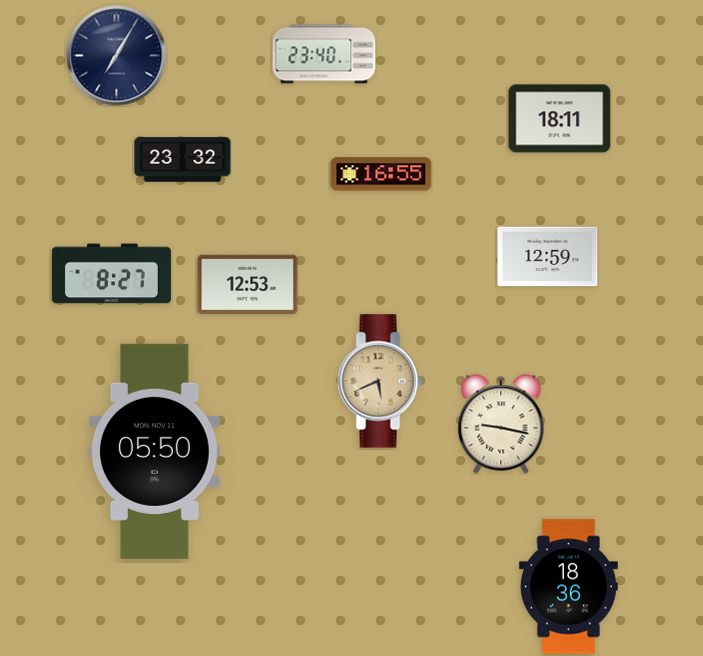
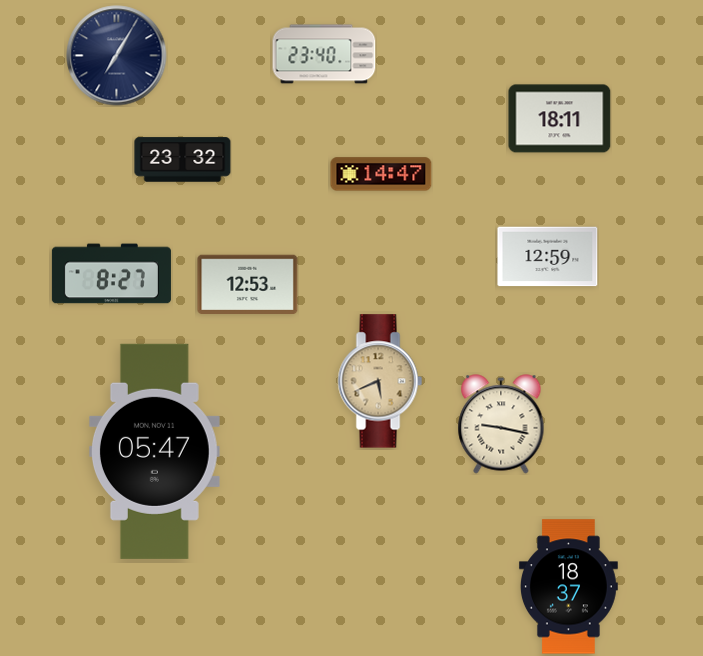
clock at (381, 174): 16:55 -> 14:47
clock at (154, 451): 05:50 -> 05:47
clock at (568, 587): 18:36 -> 18:37
